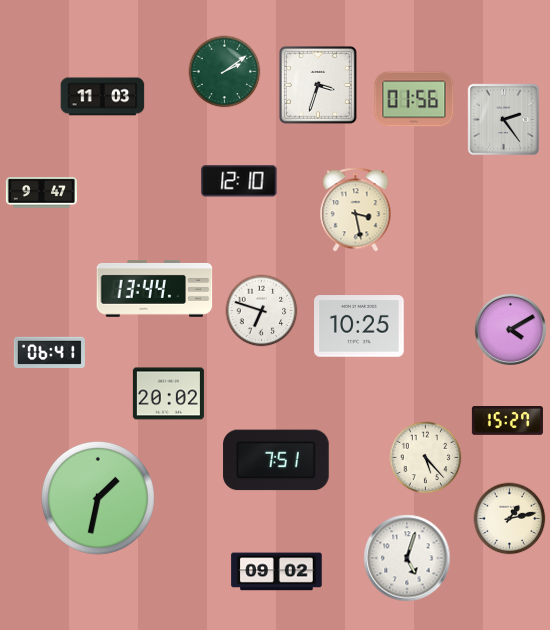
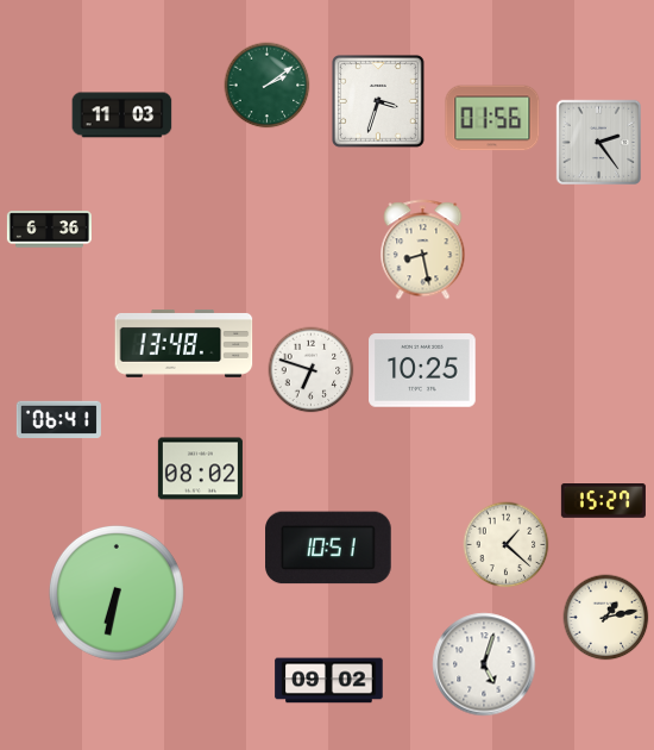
clock at (239, 181): 12:10 -> none
clock at (41, 193): 9:47 -> 6:36
clock at (356, 210): 3:28 -> 8:28
clock at (155, 289): 13:44 -> 13:48
clock at (359, 326) position: (359, 326) -> (422, 370)
clock at (510, 329): 4:10 -> none
clock at (168, 394): 20:02 -> 08:02
clock at (426, 458): 5:23 -> 1:22
clock at (276, 460): 7:51 -> 10:51
clock at (98, 498): 1:32 -> 6:32
